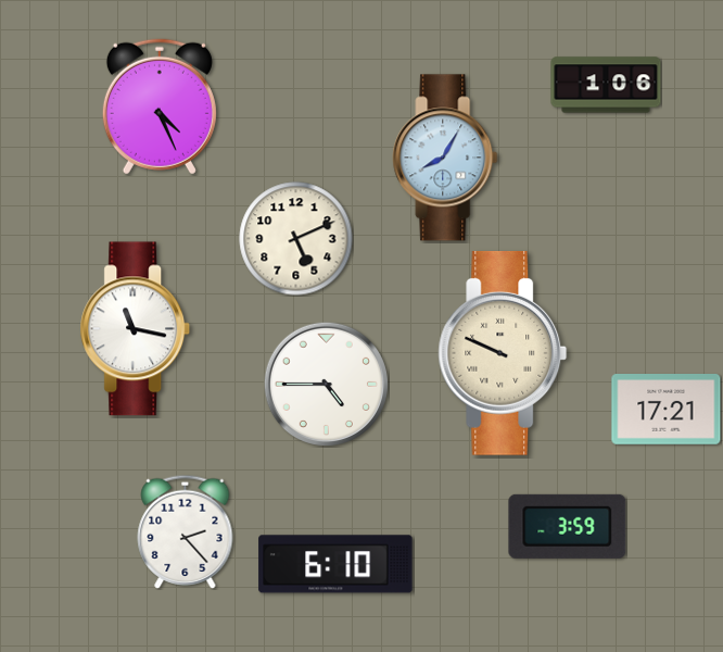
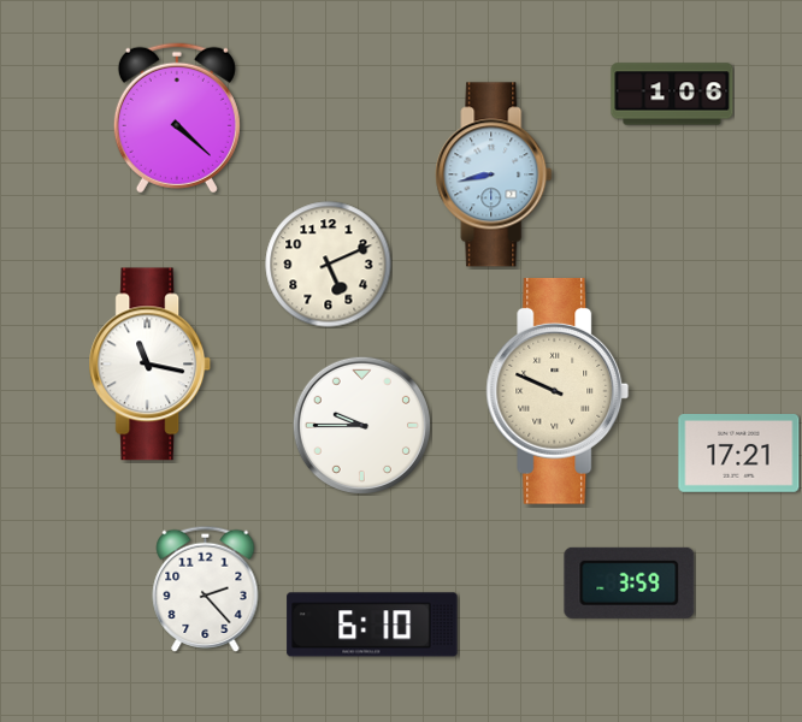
clock at (160, 106): 4:26 -> 4:22
clock at (445, 158): 8:05 -> 8:43
clock at (326, 384): 4:45 -> 9:45
